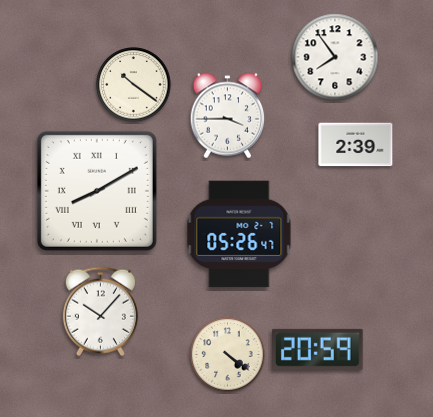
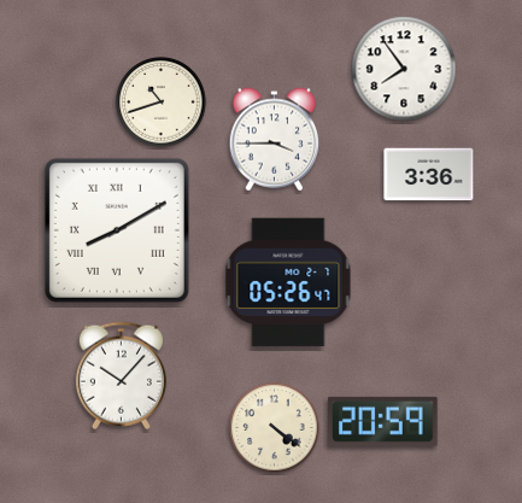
clock at (134, 85): 10:21 -> 10:42
clock at (356, 145): 2:39 -> 3:36
